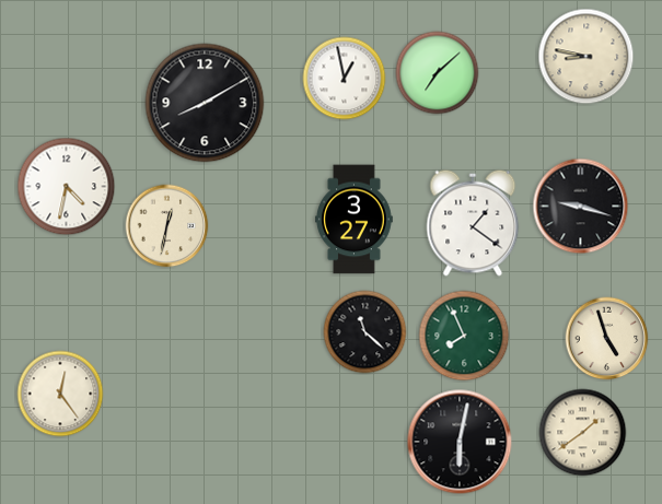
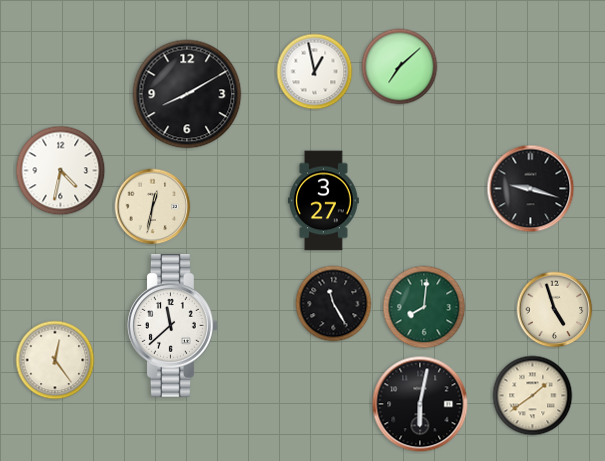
clock at (586, 57): 8:47 -> none
clock at (473, 223): 1:21 -> none
clock at (365, 332): 11:22 -> 11:25
clock at (464, 336): 7:56 -> 8:01
clock at (173, 326): none -> 11:38
